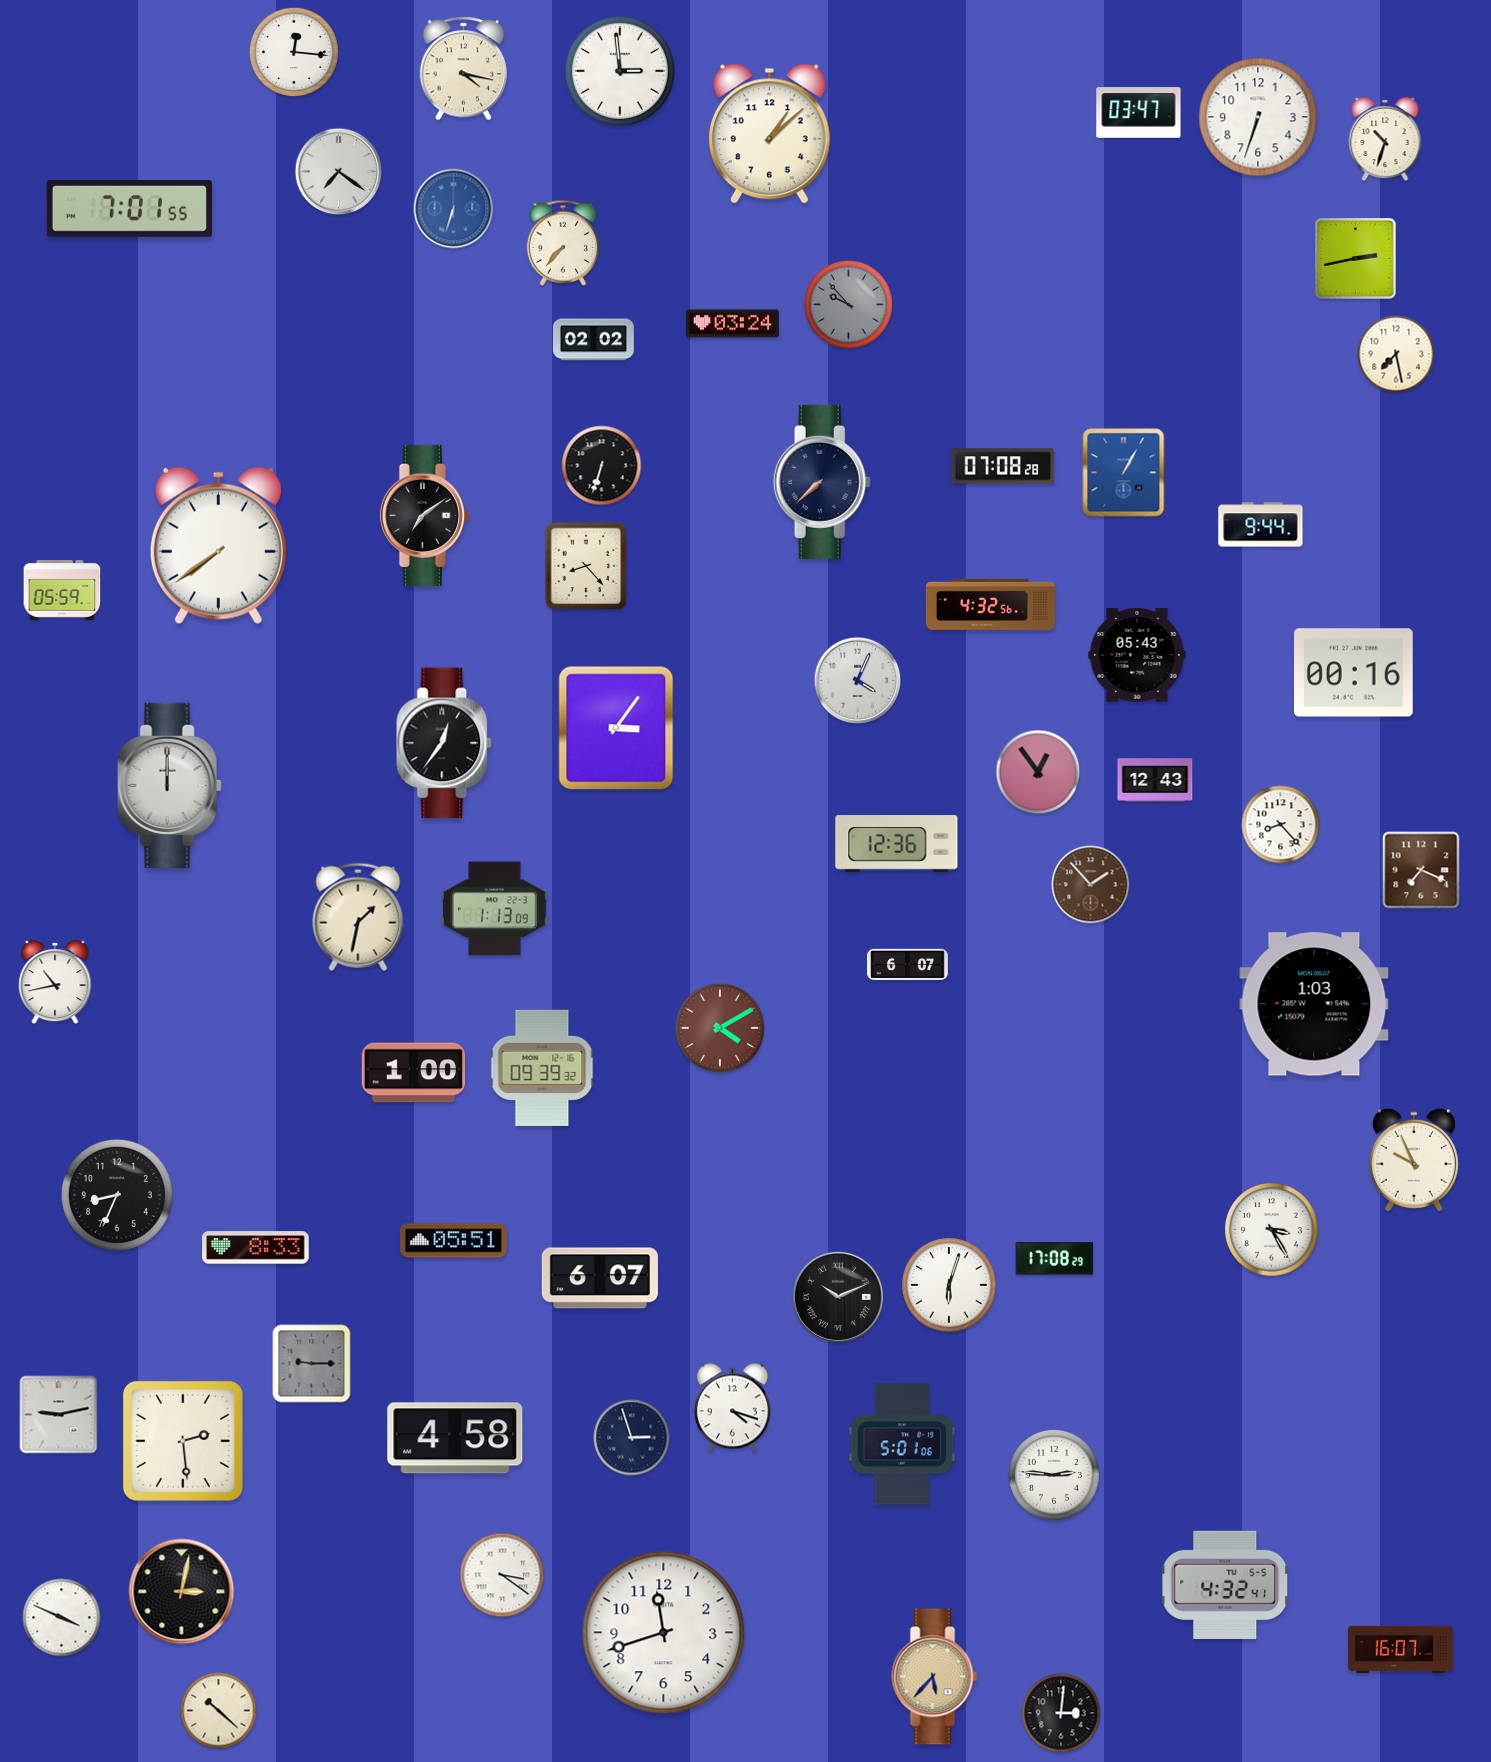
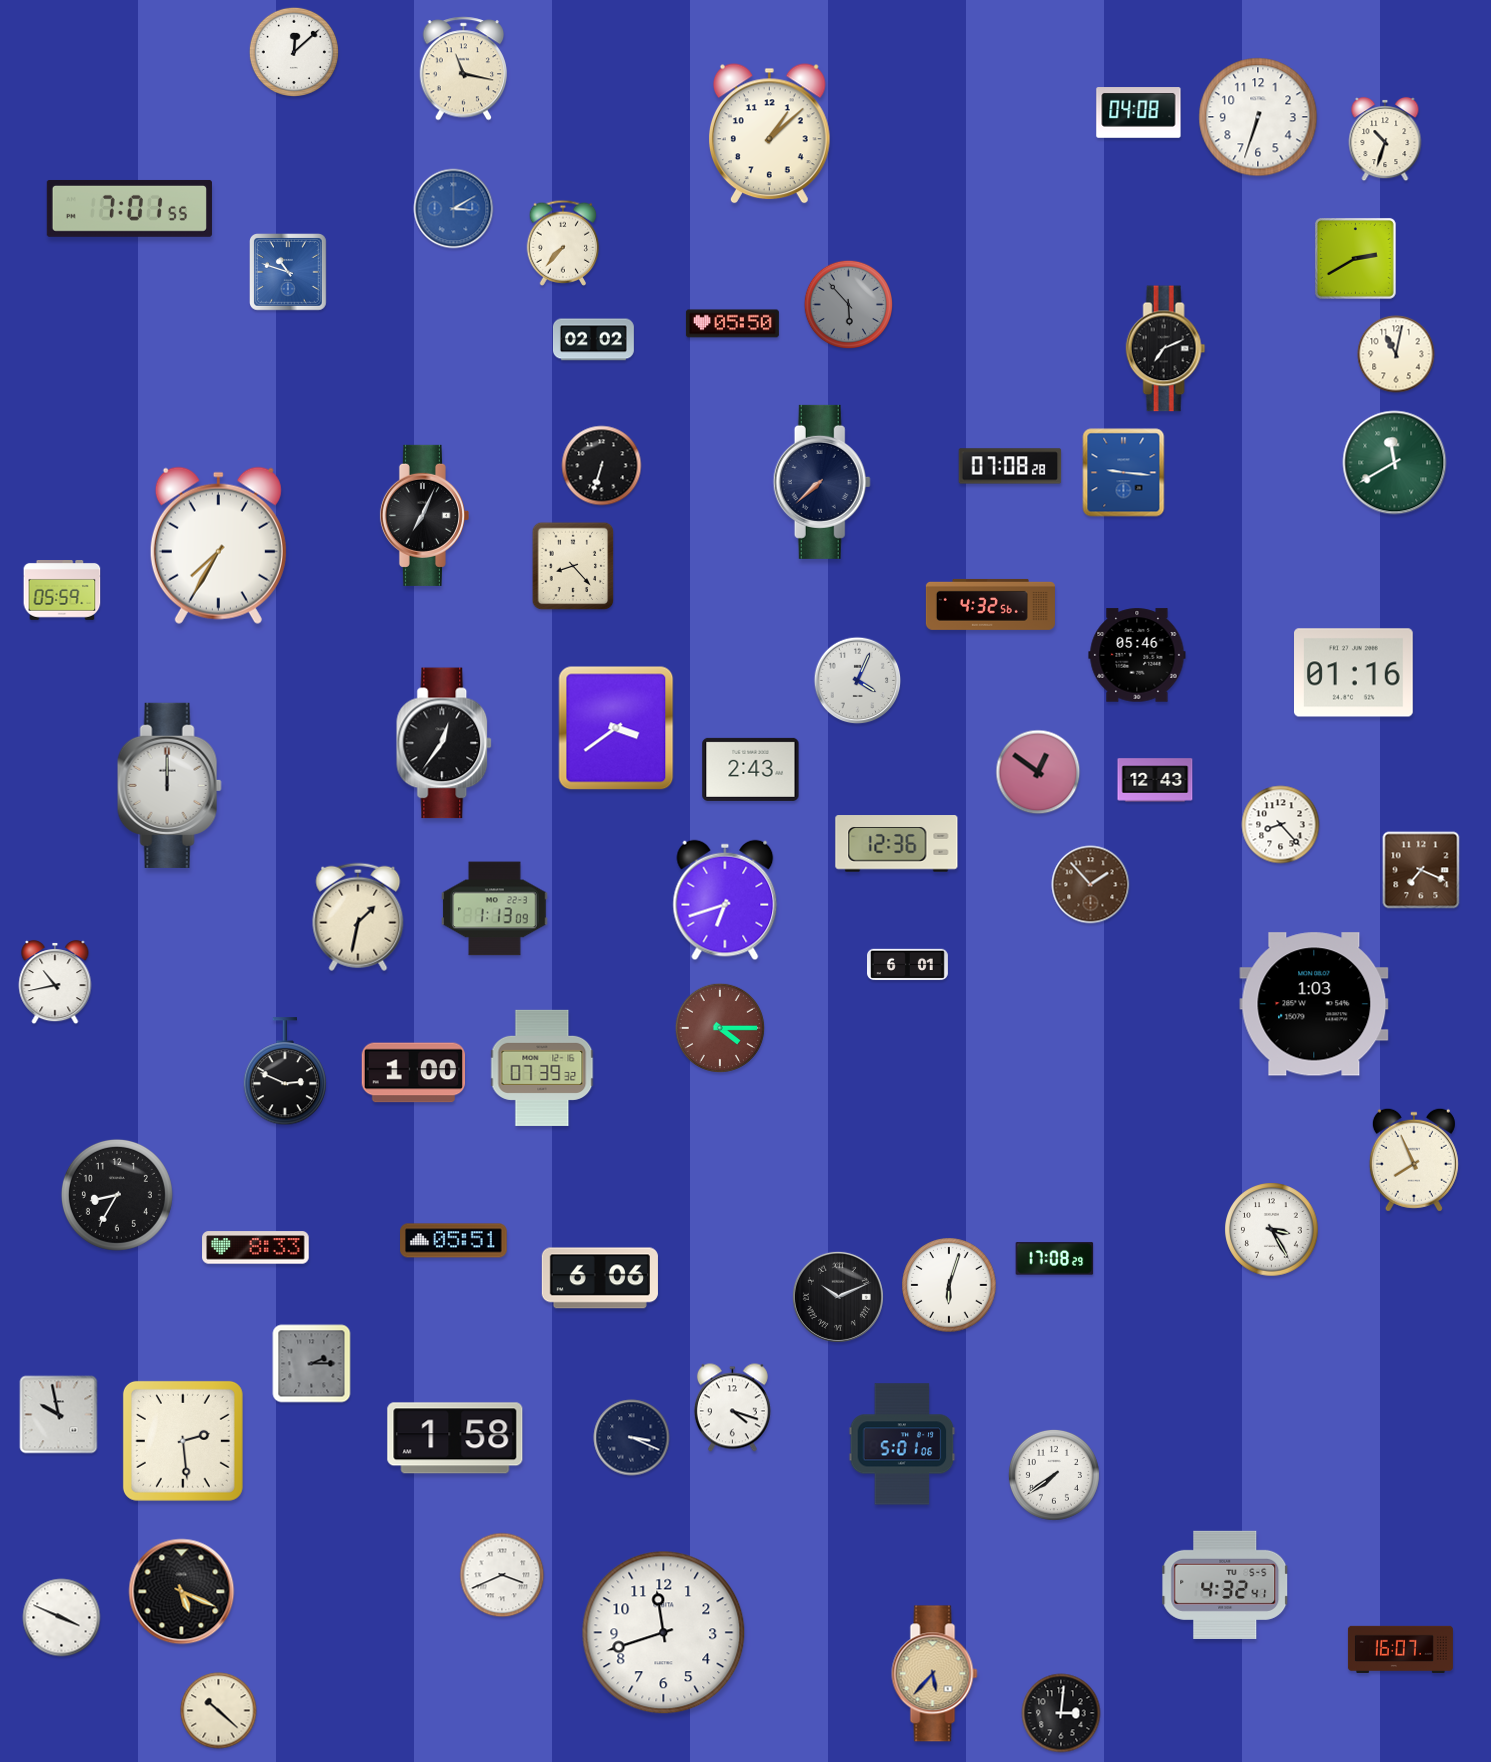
clock at (294, 52): 12:16 -> 12:08
clock at (464, 69): 4:17 -> 11:17
clock at (620, 71): 2:59 -> none
clock at (1139, 113): 03:47 -> 04:08
clock at (339, 172): 7:21 -> none
clock at (454, 209): 6:33 -> 3:10
clock at (1356, 259): 2:43 -> 2:40
clock at (289, 273): none -> 10:48
clock at (849, 305): 9:53 -> 5:53
clock at (732, 324): 03:24 -> 05:50
clock at (1166, 349): none -> 7:11
clock at (1396, 354): 7:28 -> 11:02
clock at (1395, 463): none -> 11:40
clock at (1003, 466) position: (1003, 466) -> (1010, 466)
clock at (1124, 473): 1:05 -> 9:16
clock at (424, 515): 7:09 -> 7:04
clock at (1261, 525): 9:44 -> none
clock at (218, 545): 7:39 -> 7:35
clock at (586, 566) position: (586, 566) -> (573, 566)
clock at (1137, 655): 05:43 -> 05:46
clock at (1354, 673): 00:16 -> 01:16
clock at (616, 728): 3:06 -> 3:39
clock at (751, 769): none -> 2:43
clock at (1038, 772): 12:54 -> 12:51
clock at (725, 900): none -> 6:42
clock at (908, 965): 6:07 -> 6:01
clock at (720, 1028): 4:10 -> 4:15
clock at (542, 1068): 09:39 -> 07:39
clock at (285, 1072): none -> 2:49
clock at (1414, 1160): 9:56 -> 7:56
clock at (117, 1195): 8:34 -> 8:35
clock at (600, 1278): 6:07 -> 6:06
clock at (312, 1364): 9:15 -> 2:15
clock at (59, 1415): 9:13 -> 9:58
clock at (455, 1438): 4:58 -> 1:58
clock at (632, 1438): 2:57 -> 3:19
clock at (1054, 1475): 2:46 -> 7:39
clock at (502, 1575): 3:21 -> 3:41
clock at (182, 1592): 3:02 -> 5:19
clock at (935, 1677) position: (935, 1677) -> (935, 1674)
